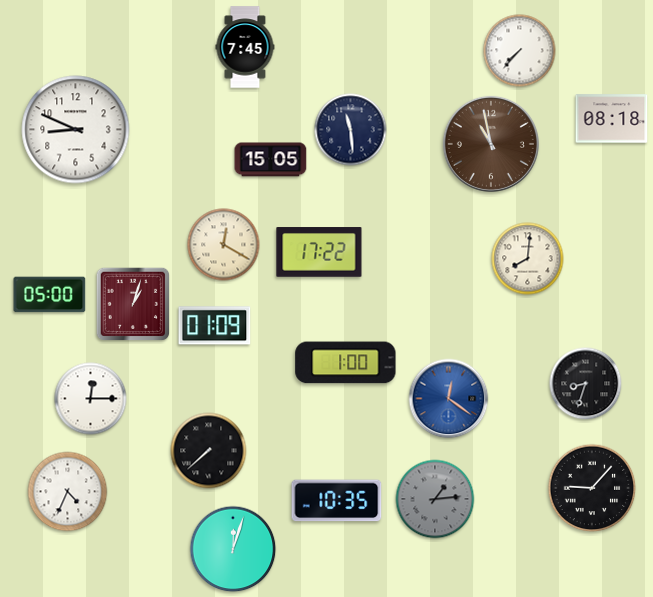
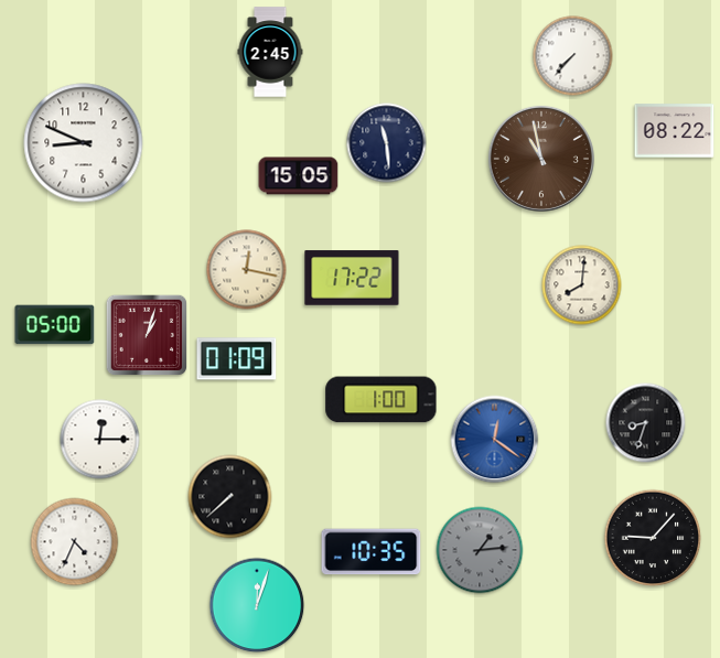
clock at (245, 47): 7:45 -> 2:45
clock at (612, 119): 08:18 -> 08:22
clock at (224, 245): 12:20 -> 12:17
